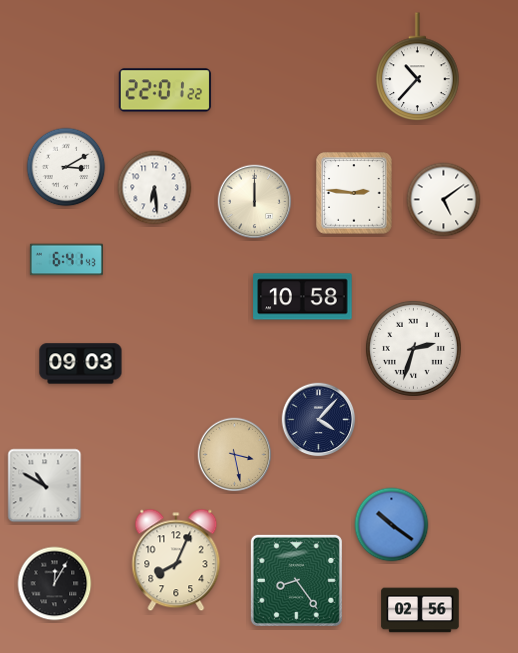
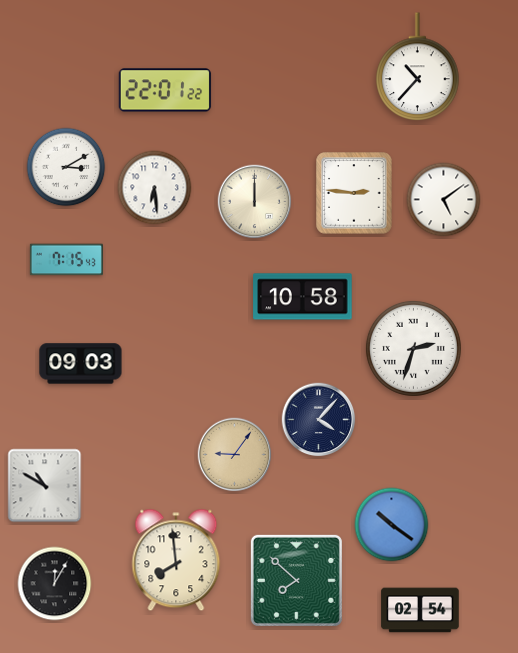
clock at (66, 260): 6:41 -> 7:15
clock at (235, 455): 3:28 -> 9:06
clock at (176, 560): 8:04 -> 7:59
clock at (296, 580): 8:24 -> 7:52
clock at (420, 610): 02:56 -> 02:54
